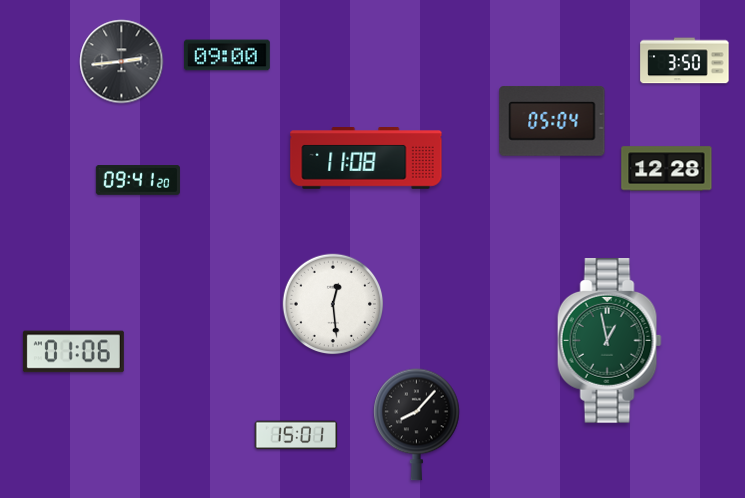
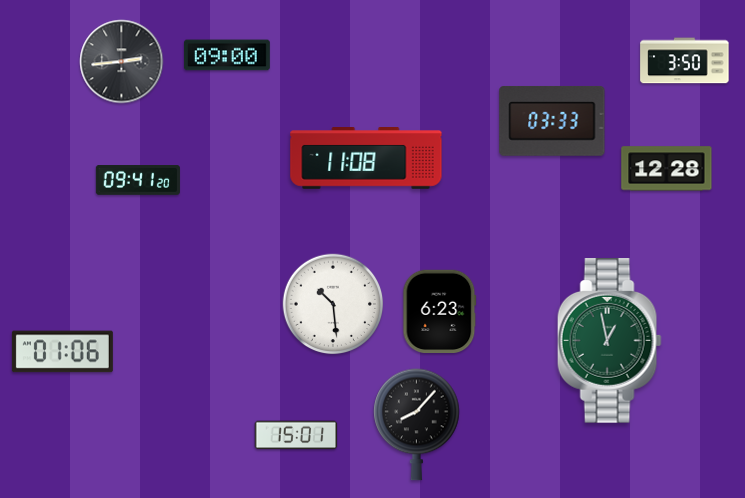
clock at (552, 121): 05:04 -> 03:33
clock at (333, 304): 12:29 -> 10:29
clock at (440, 311): none -> 6:23
clock at (73, 352) position: (73, 352) -> (62, 352)
